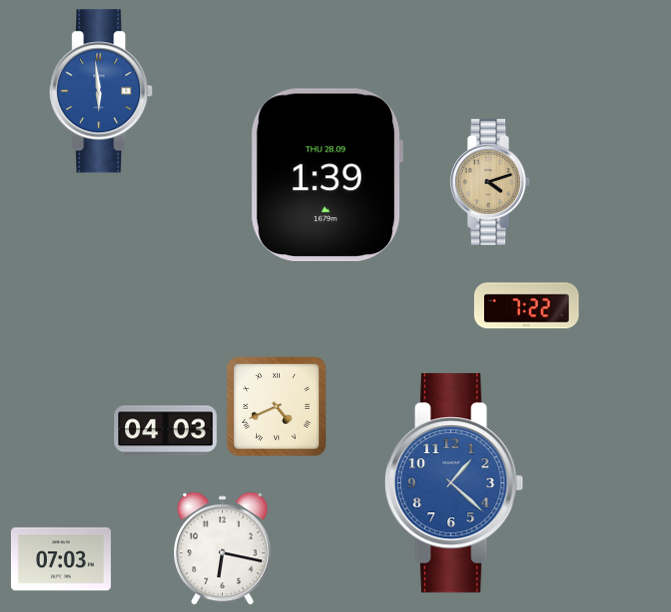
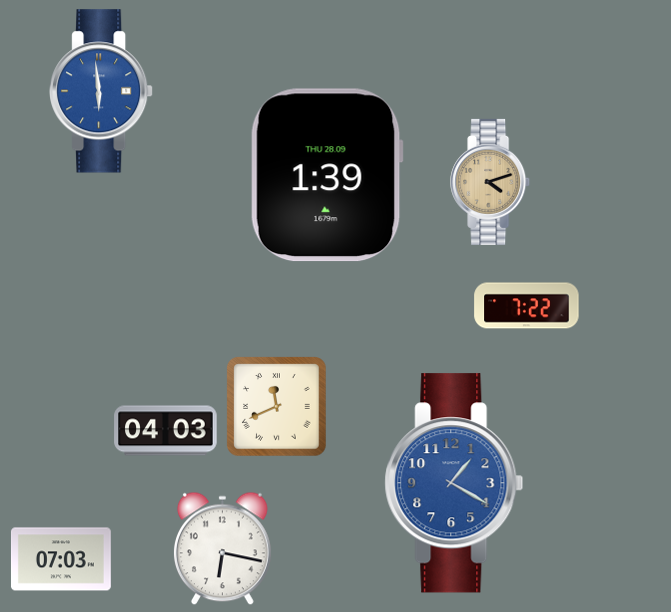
clock at (277, 407): 4:41 -> 11:41
clock at (454, 483): 1:22 -> 1:20
